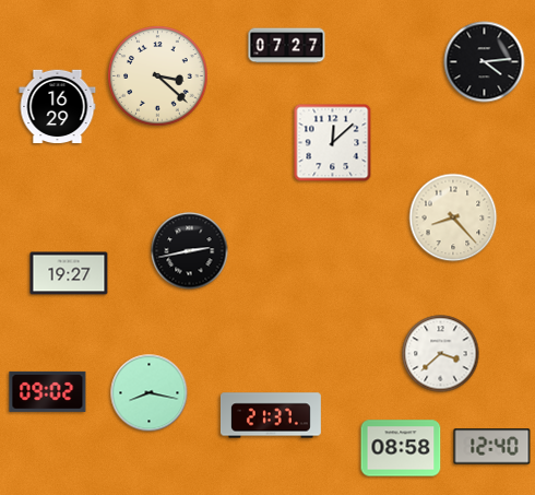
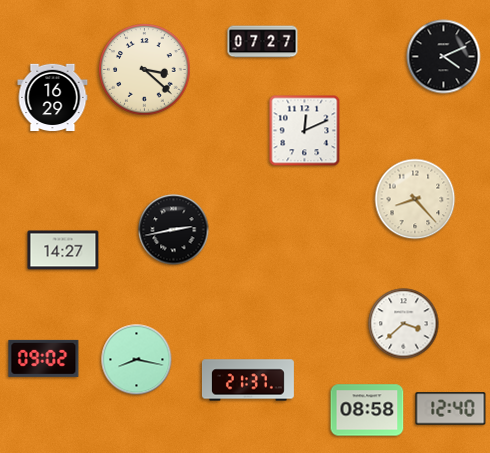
clock at (485, 62): 4:14 -> 4:11
clock at (333, 143): 12:08 -> 12:11
clock at (69, 273): 19:27 -> 14:27
